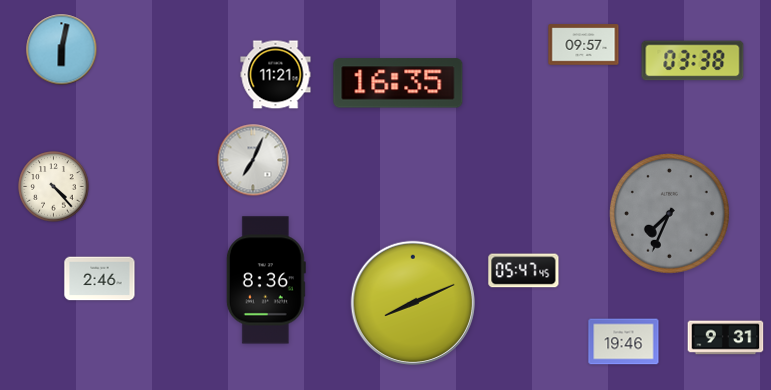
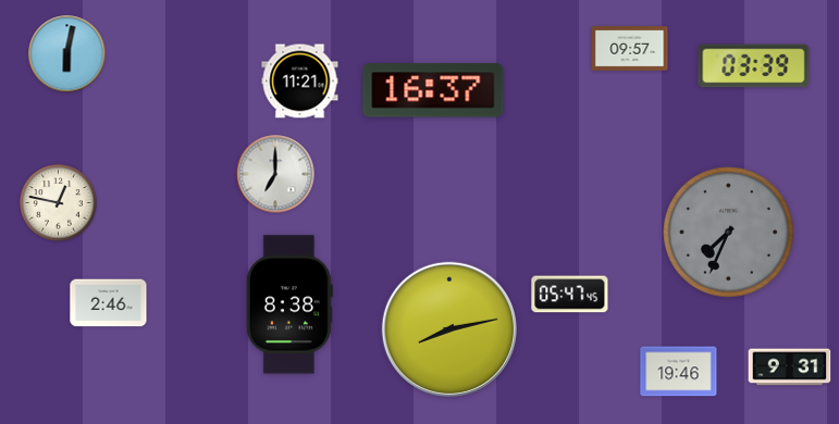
clock at (584, 45) position: (584, 45) -> (630, 49)
clock at (693, 61): 03:38 -> 03:39
clock at (398, 83): 16:35 -> 16:37
clock at (253, 160): 7:04 -> 7:00
clock at (54, 187): 4:23 -> 12:47
clock at (266, 280): 8:36 -> 8:38
clock at (412, 302): 8:11 -> 8:13
